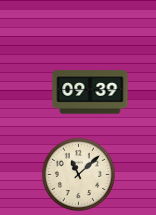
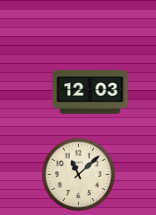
clock at (90, 92): 09:39 -> 12:03
